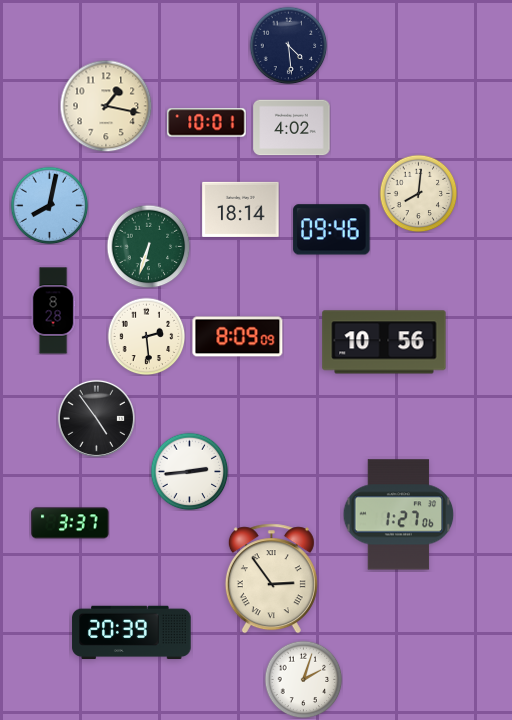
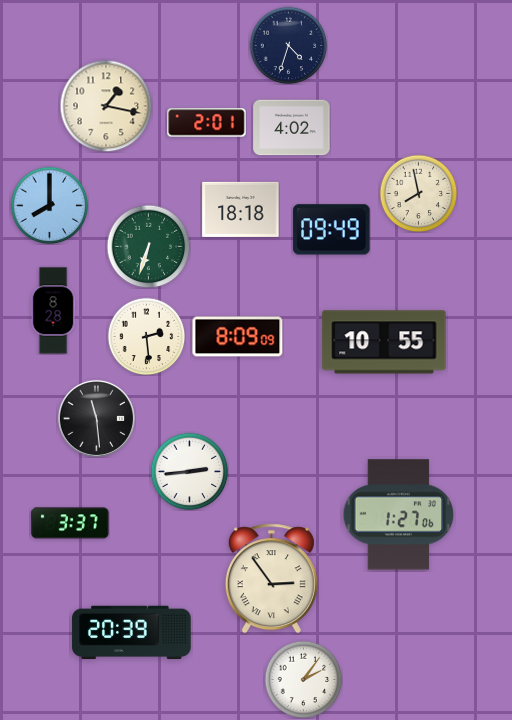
clock at (288, 45): 4:29 -> 4:33
clock at (207, 123): 10:01 -> 2:01
clock at (418, 193): 8:01 -> 7:58
clock at (49, 205): 8:02 -> 8:00
clock at (241, 209): 18:14 -> 18:18
clock at (332, 230): 09:46 -> 09:49
clock at (384, 342): 10:56 -> 10:55
clock at (96, 418): 4:54 -> 11:29
clock at (303, 679): 2:03 -> 2:06
